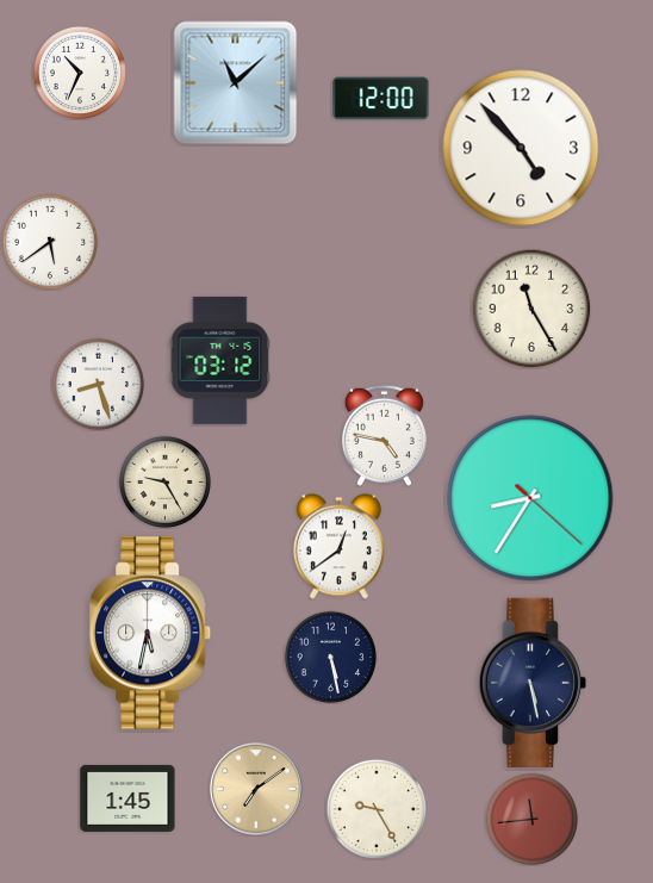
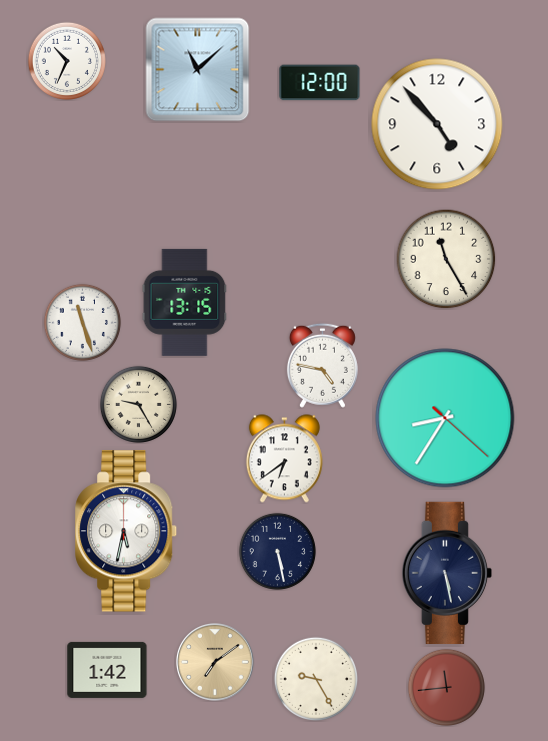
clock at (49, 241): 5:39 -> none
clock at (220, 360): 03:12 -> 13:15
clock at (98, 384): 8:27 -> 11:27
clock at (338, 547): 12:39 -> 6:39
clock at (128, 798): 1:45 -> 1:42
